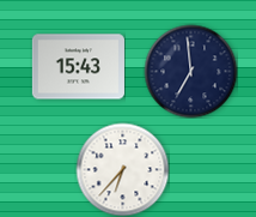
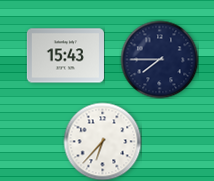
clock at (190, 71): 6:59 -> 7:45
